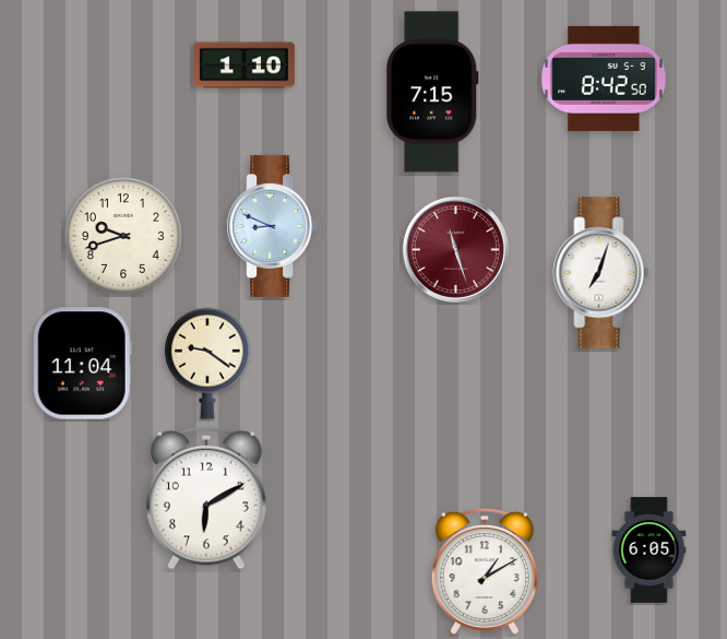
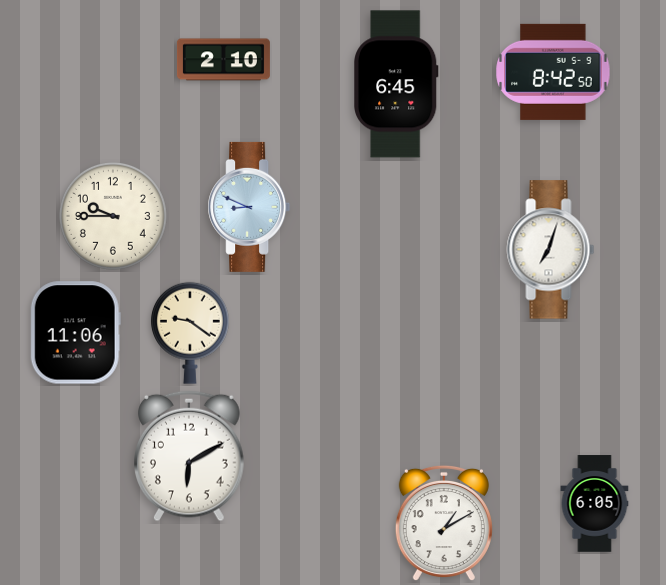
clock at (243, 66): 1:10 -> 2:10
clock at (432, 92): 7:15 -> 6:45
clock at (123, 236): 9:42 -> 9:45
clock at (455, 249): 11:27 -> none
clock at (82, 364): 11:04 -> 11:06
